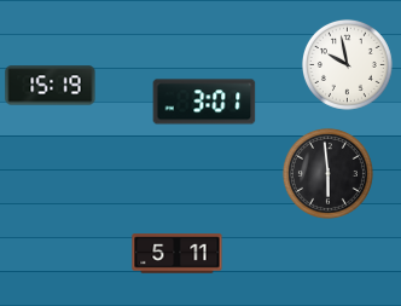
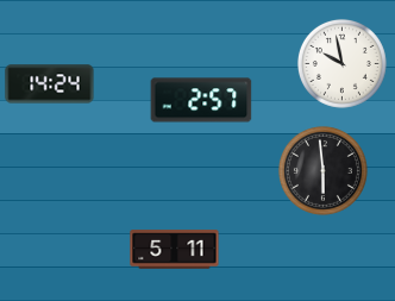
clock at (51, 86): 15:19 -> 14:24
clock at (204, 102): 3:01 -> 2:57
